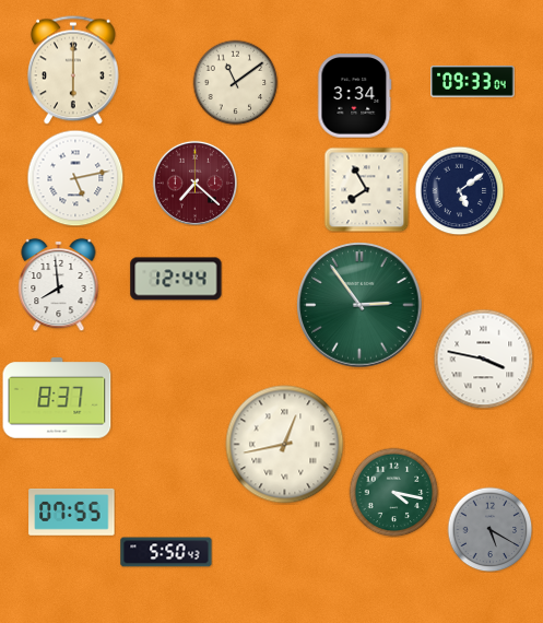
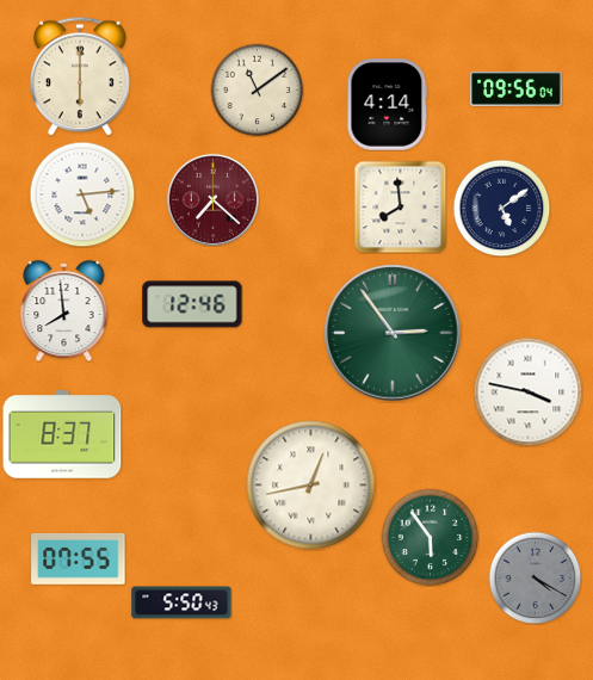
clock at (473, 81): 09:33 -> 09:56
clock at (355, 96): 3:34 -> 4:14
clock at (75, 178): 5:13 -> 5:14
clock at (366, 189): 7:55 -> 7:59
clock at (176, 279): 12:44 -> 12:46
clock at (393, 492): 4:17 -> 5:54
clock at (489, 529): 5:20 -> 4:20
